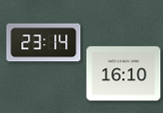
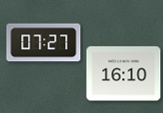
clock at (44, 43): 23:14 -> 07:27
